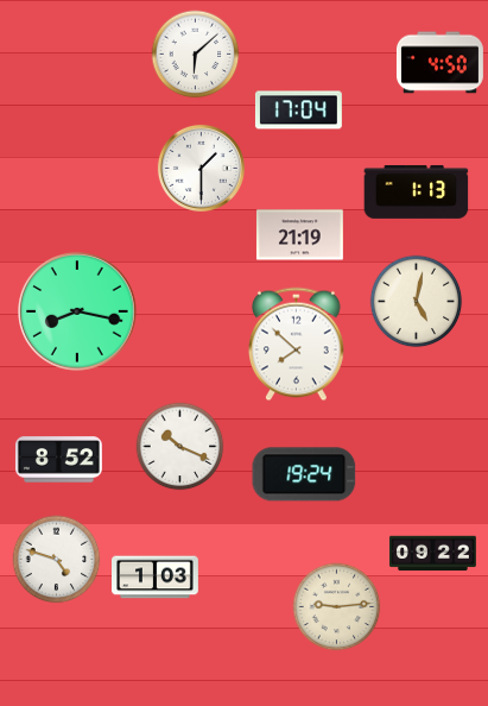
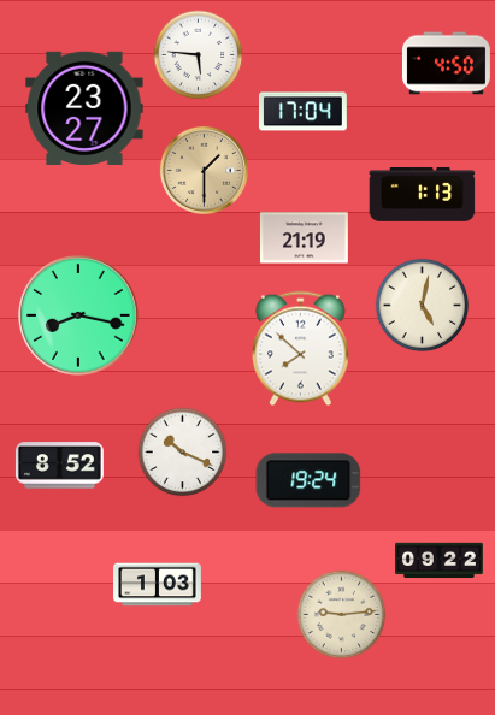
clock at (196, 55): 6:08 -> 5:46
clock at (84, 107): none -> 23:27
clock at (201, 168) dial: white -> champagne
clock at (57, 560): 4:48 -> none
